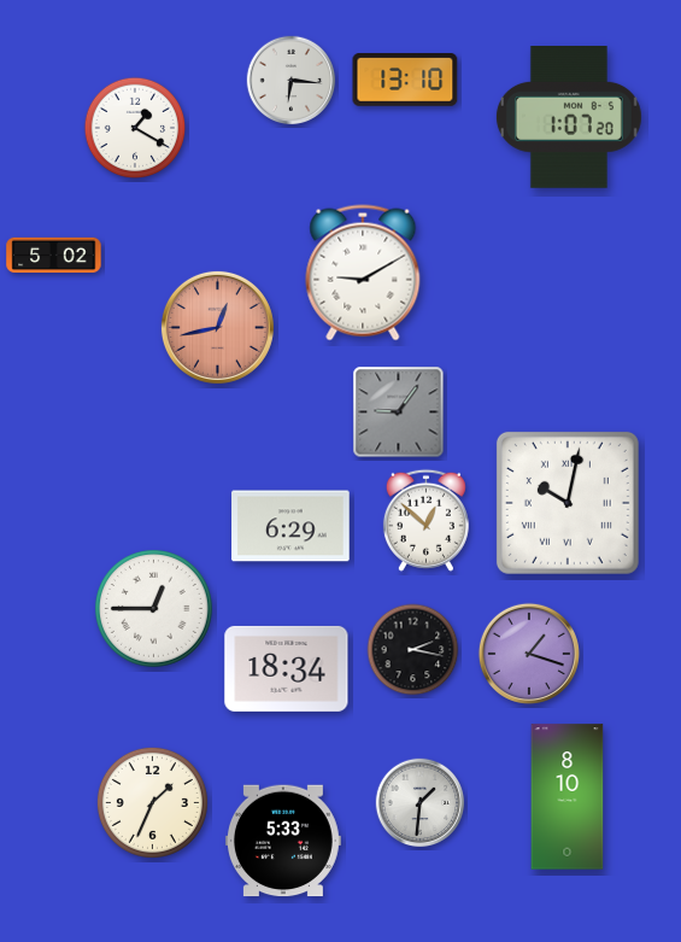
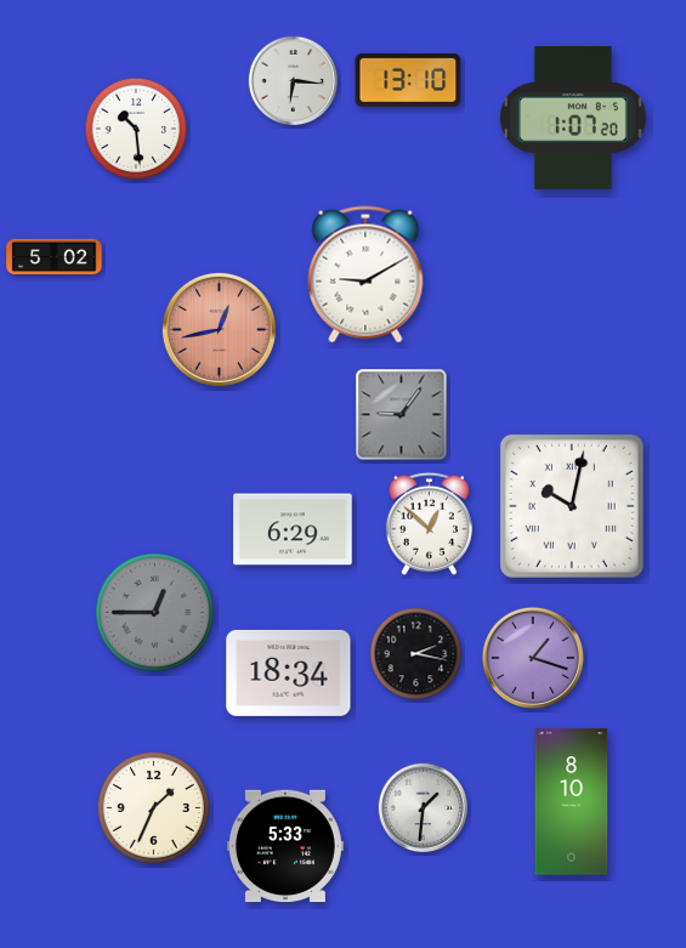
clock at (135, 128): 1:20 -> 10:29
clock at (154, 609) dial: white -> grey
